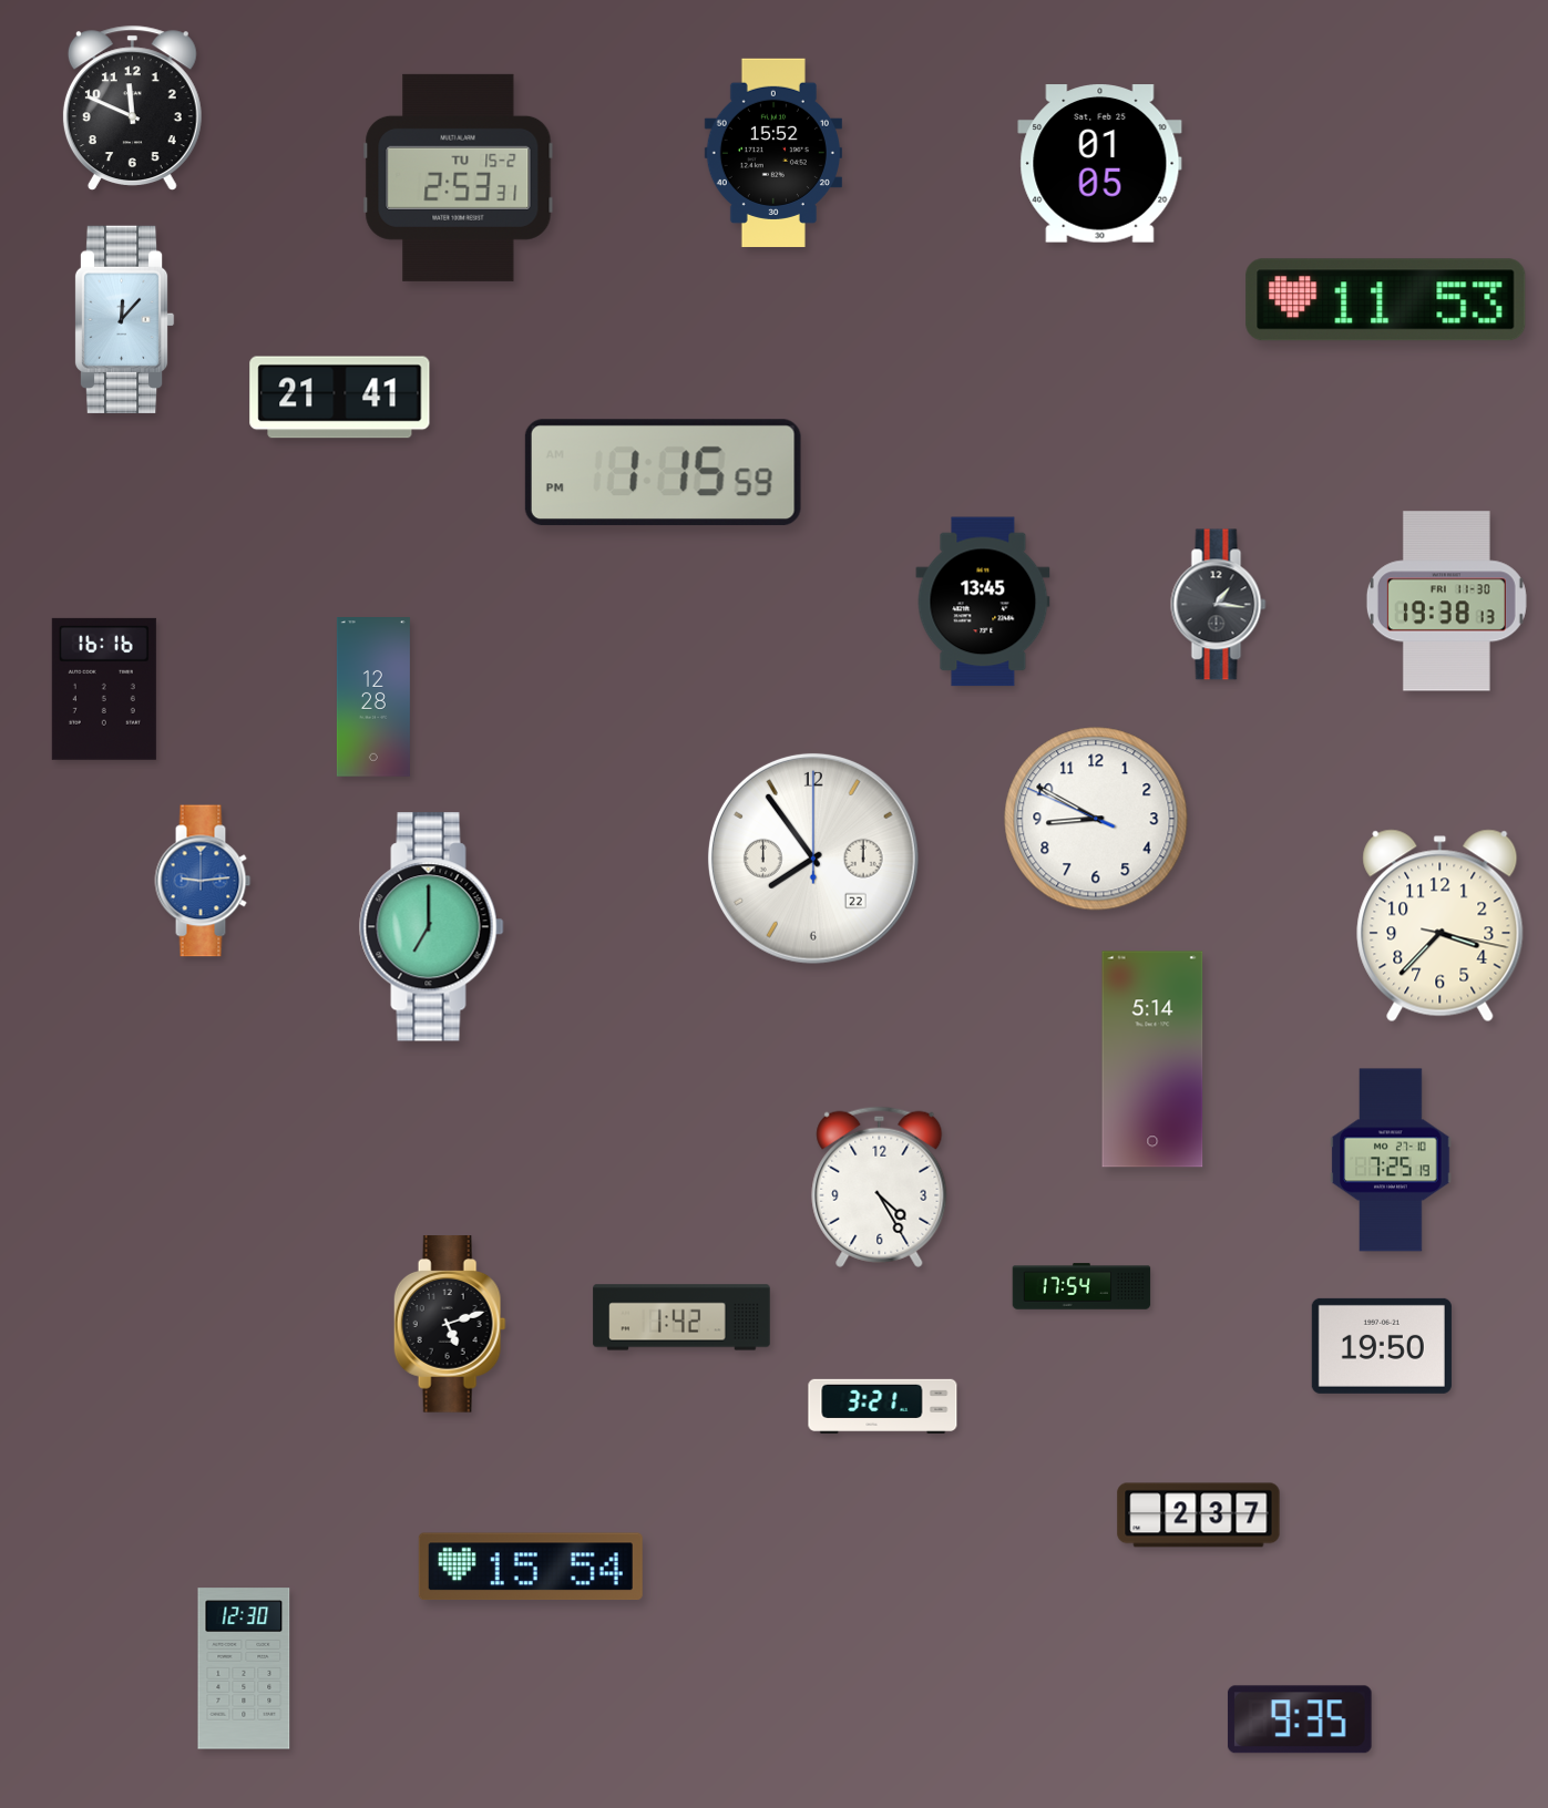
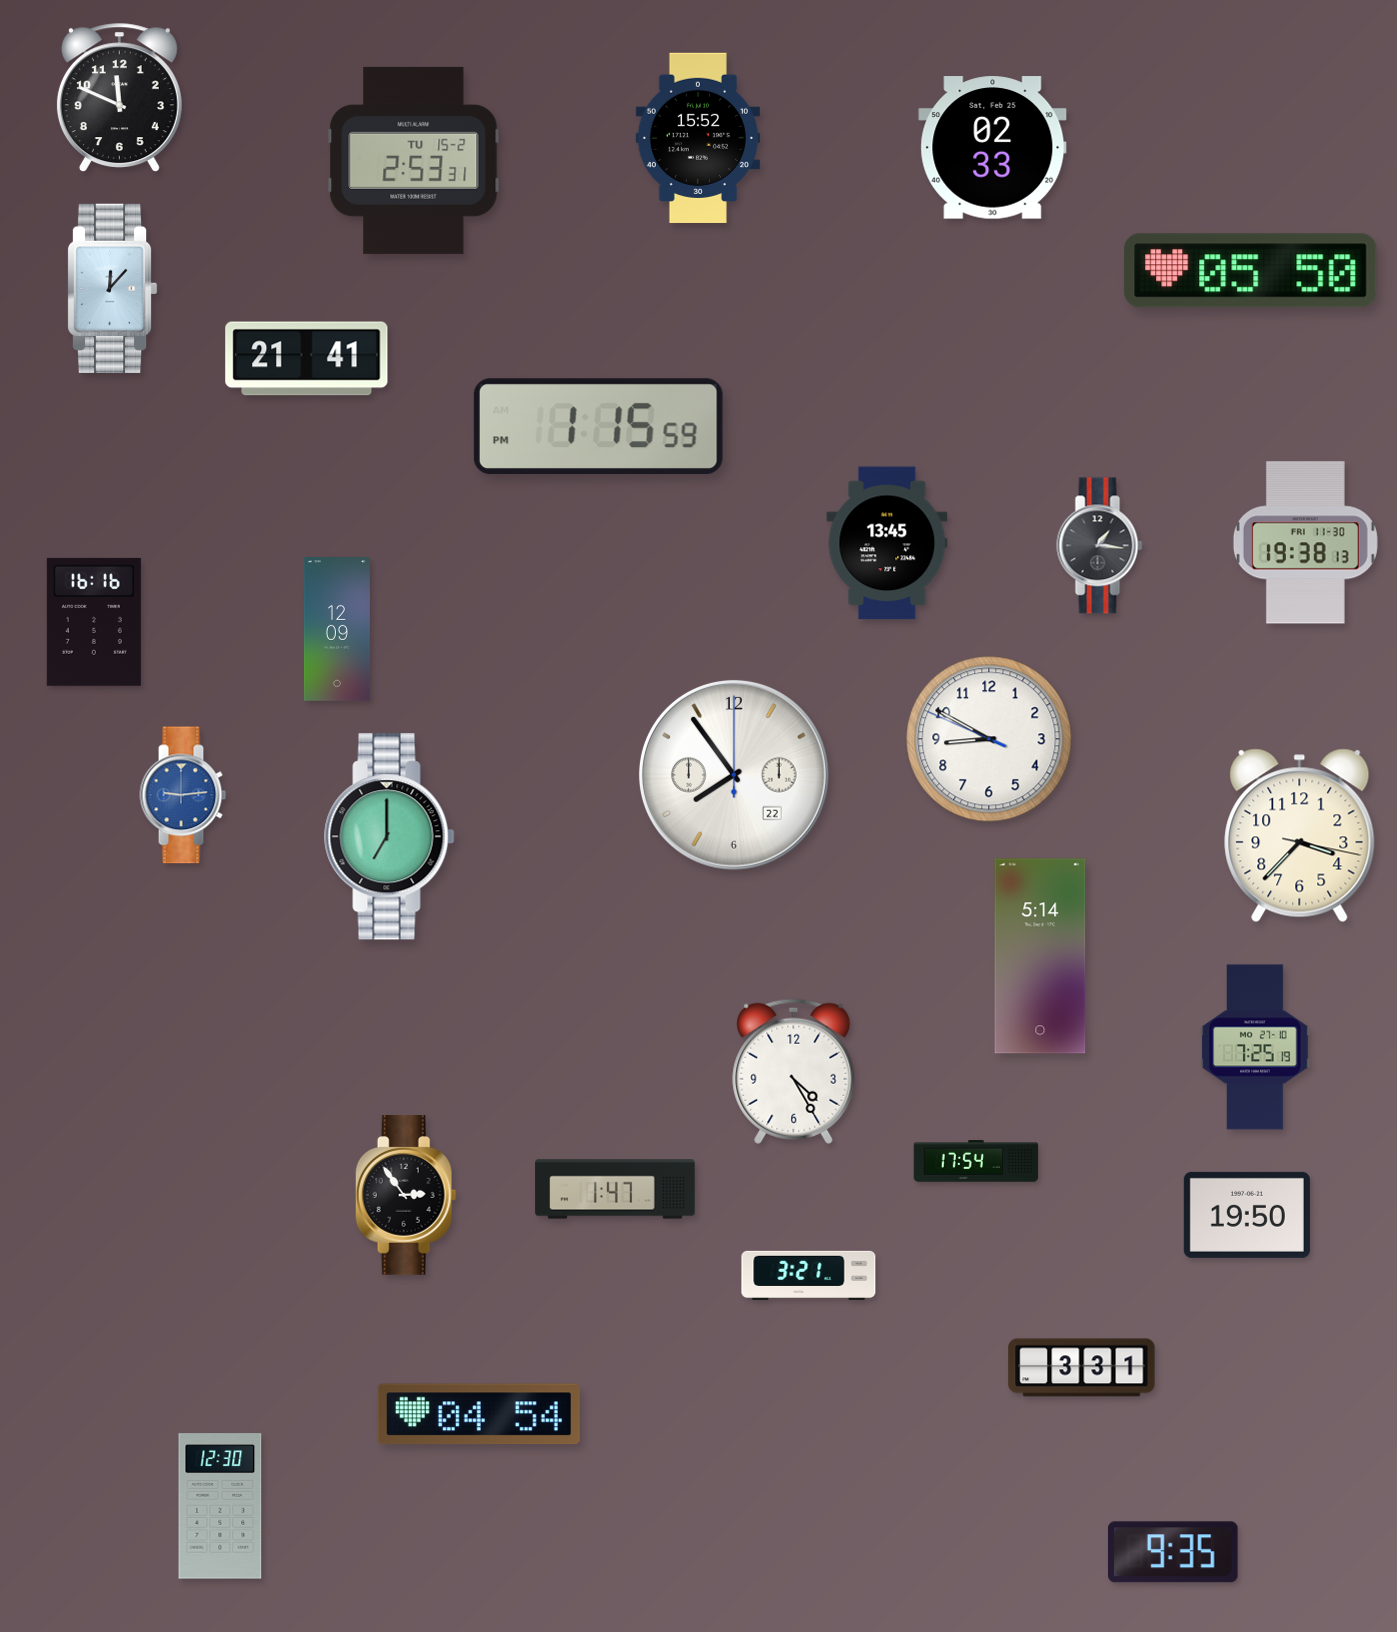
clock at (1100, 164): 01:05 -> 02:33
clock at (1386, 300): 11:53 -> 05:50
clock at (373, 697): 12:28 -> 12:09
clock at (681, 1317): 1:42 -> 1:47
clock at (450, 1324): 5:12 -> 2:54
clock at (883, 1406) position: (883, 1406) -> (809, 1275)
clock at (1199, 1516): 2:37 -> 3:31
clock at (531, 1566): 15:54 -> 04:54
